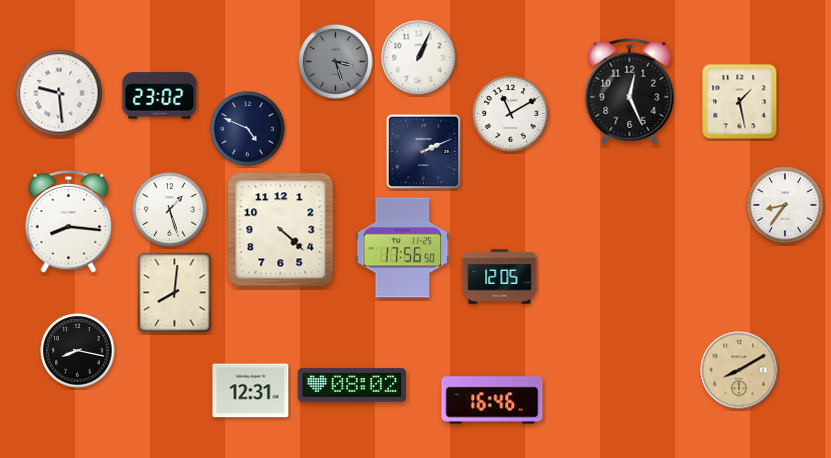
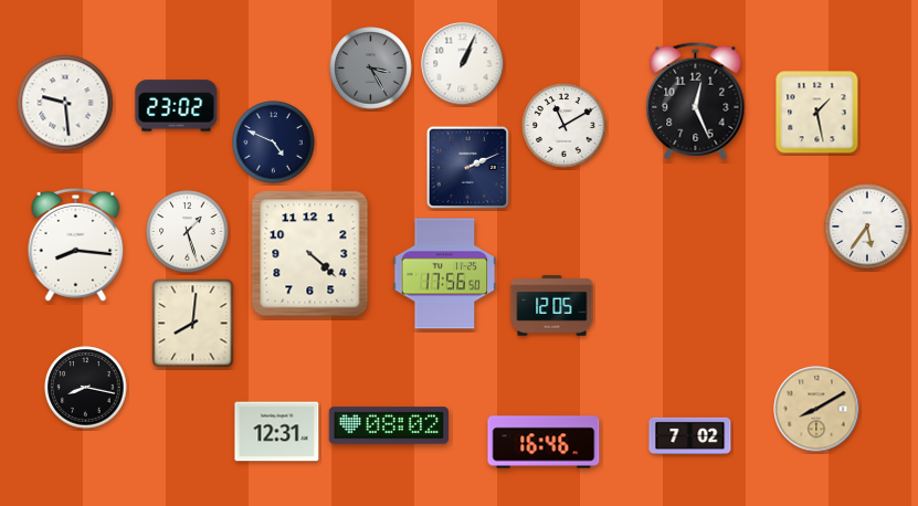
clock at (336, 62): 3:27 -> 3:25
clock at (785, 205): 8:36 -> 5:36
clock at (690, 435): none -> 7:02
